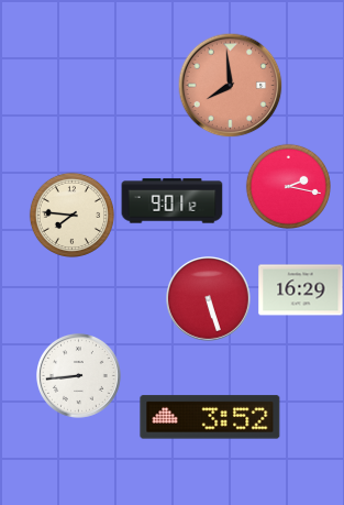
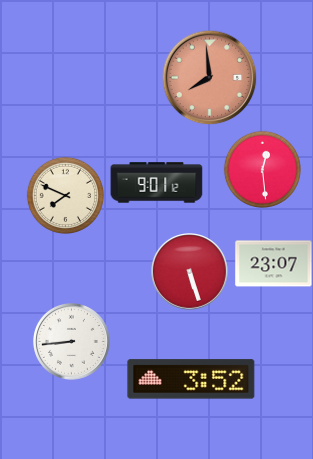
clock at (288, 186): 2:17 -> 12:29
clock at (71, 215): 7:46 -> 7:49
clock at (301, 290): 16:29 -> 23:07
